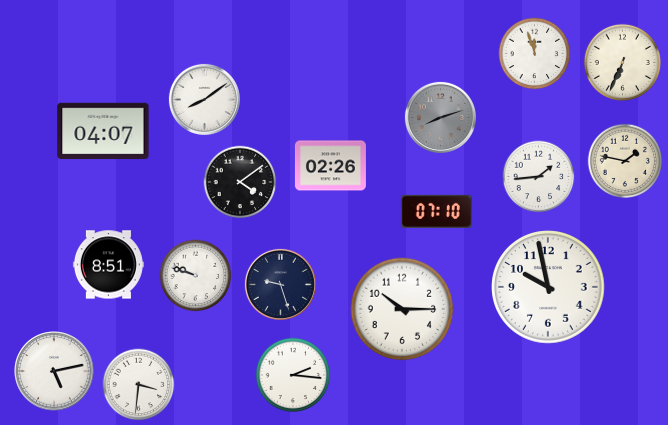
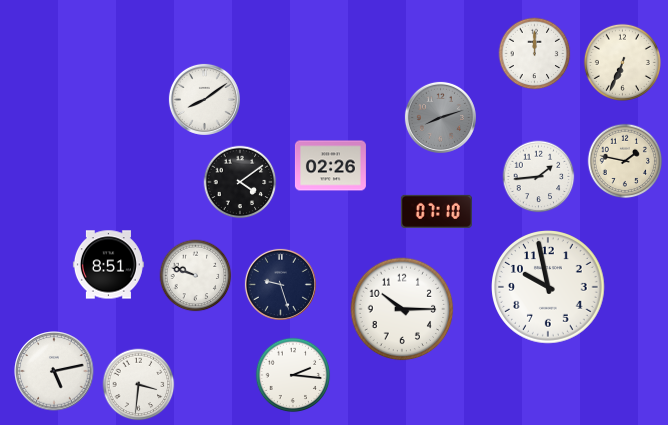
clock at (535, 54): 11:57 -> 12:00
clock at (103, 131): 04:07 -> none
